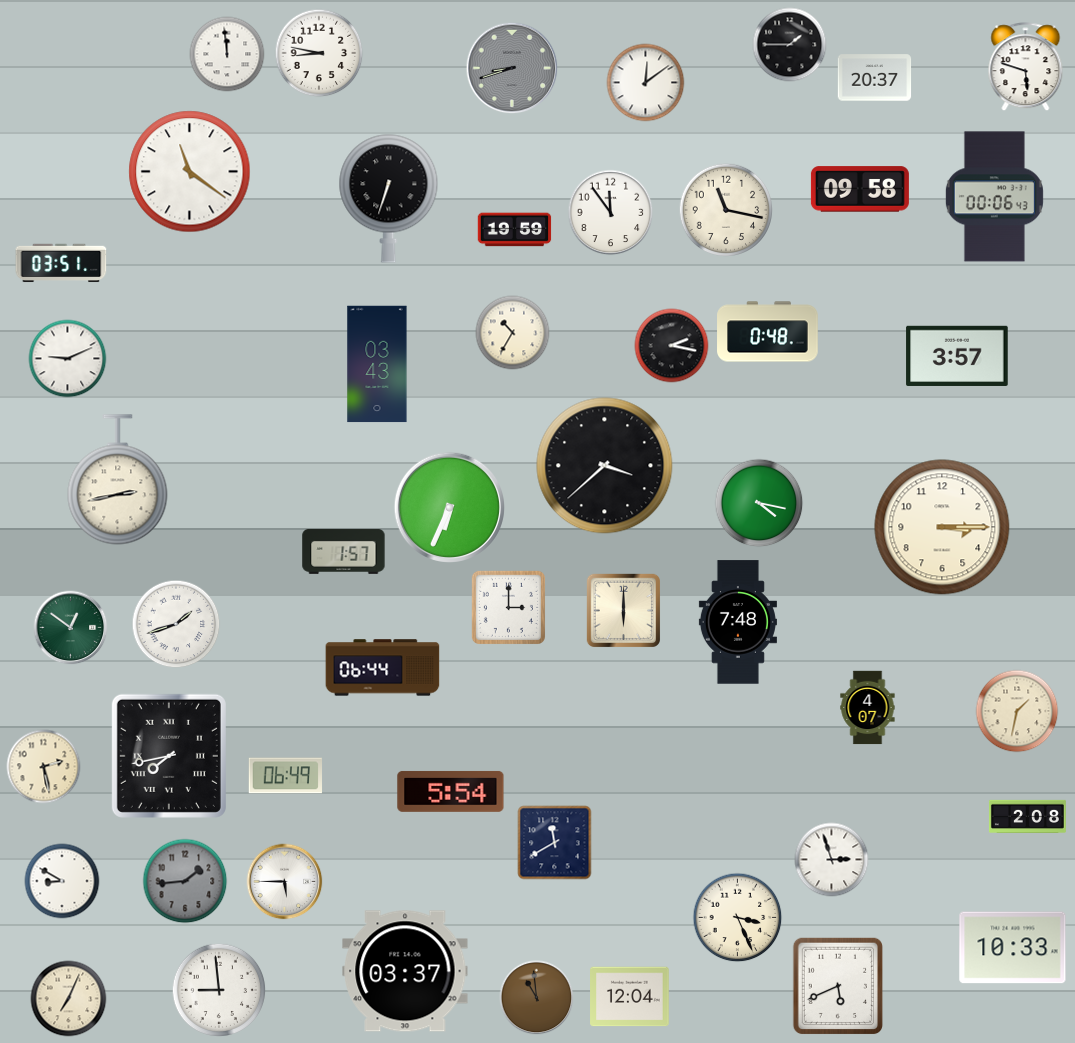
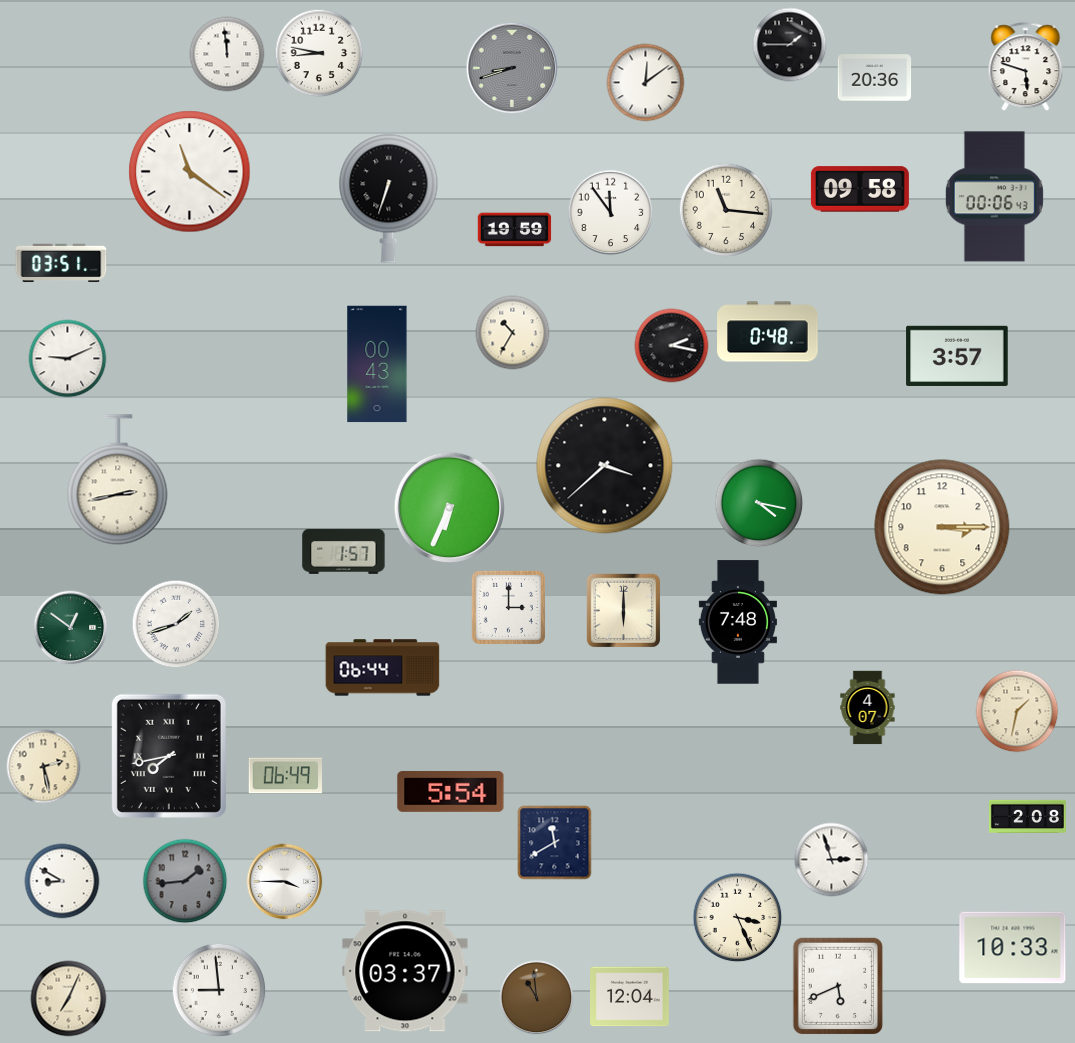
clock at (875, 78): 20:37 -> 20:36
clock at (726, 210): 11:17 -> 11:16
clock at (377, 364): 03:43 -> 00:43
clock at (285, 882): 5:45 -> 3:45
